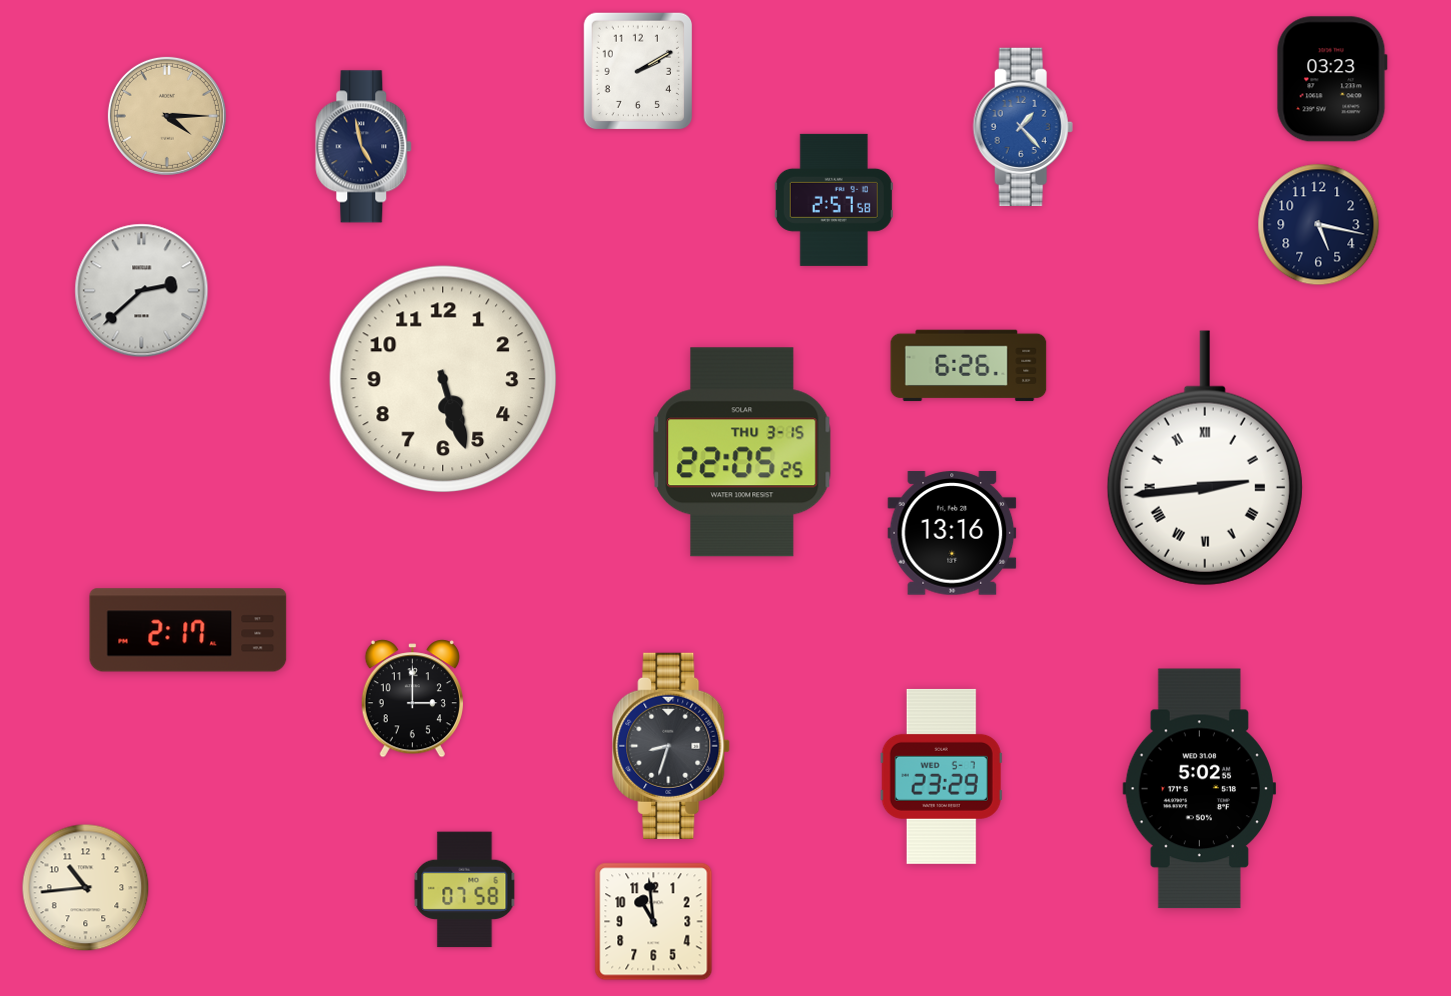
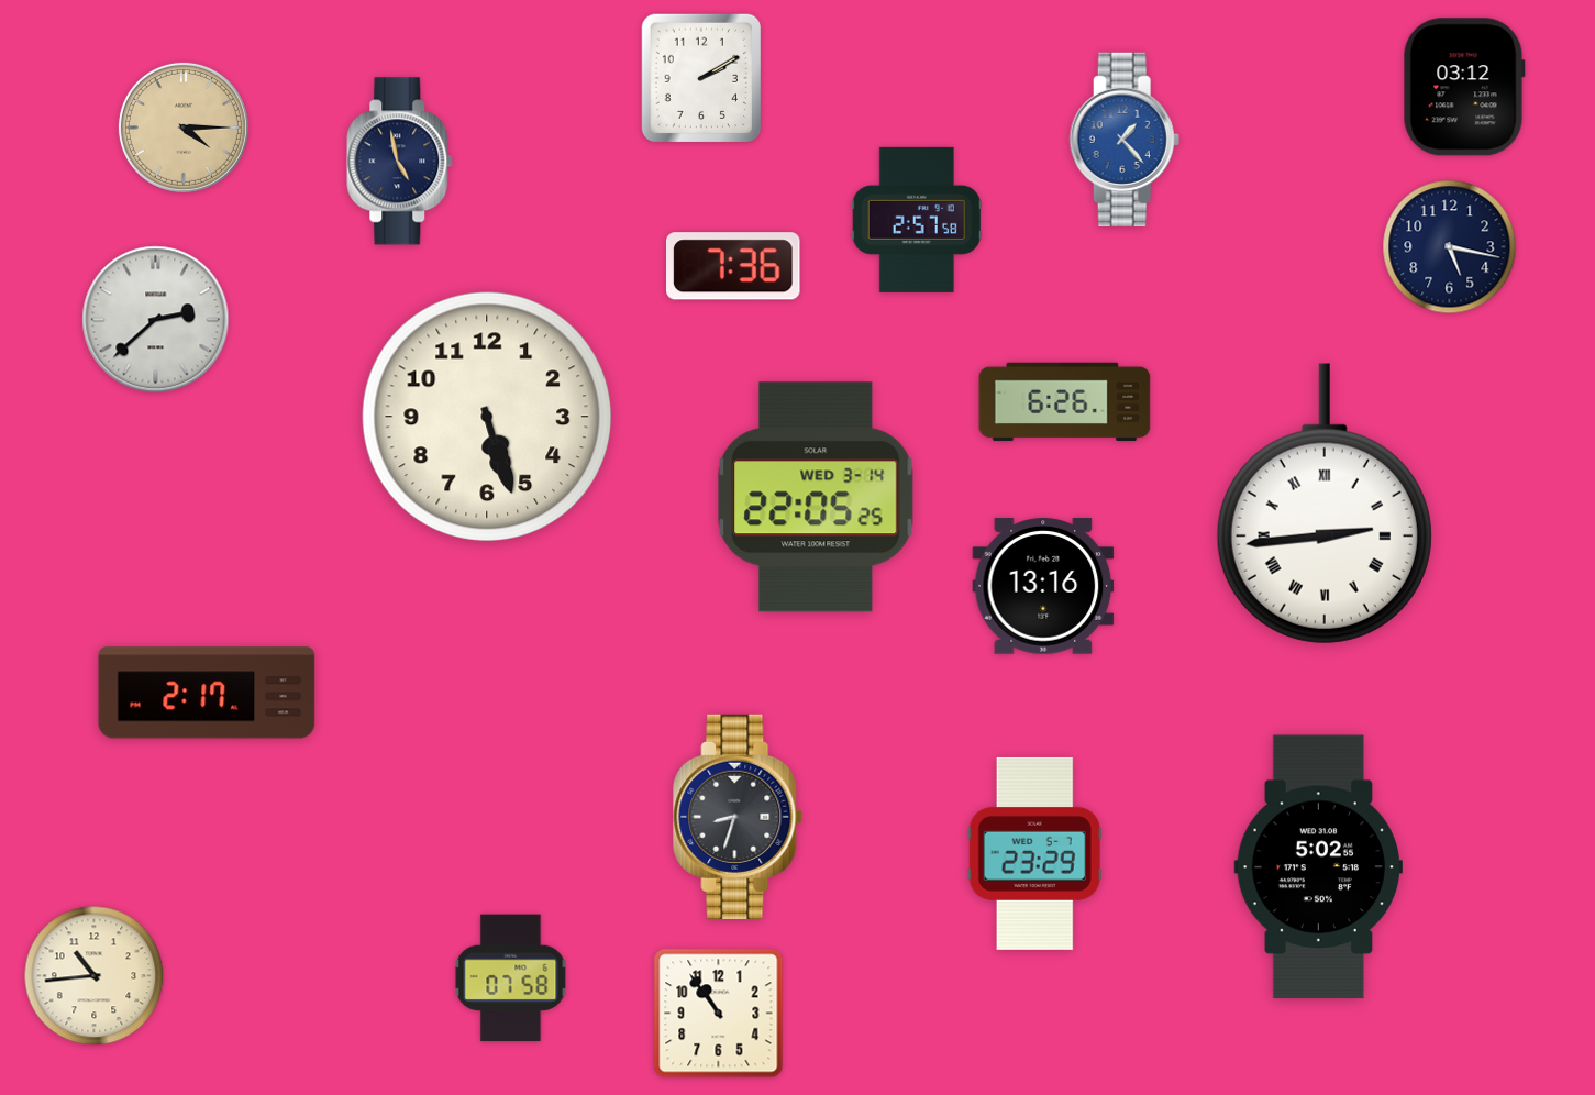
clock at (1332, 79): 03:23 -> 03:12
clock at (734, 266): none -> 7:36
clock at (742, 452) date: THU 3-15 -> WED 3-14
clock at (952, 533) position: (952, 533) -> (1043, 586)
clock at (412, 699): 3:00 -> none
clock at (672, 746) position: (672, 746) -> (739, 817)
clock at (654, 922): 10:59 -> 10:54
